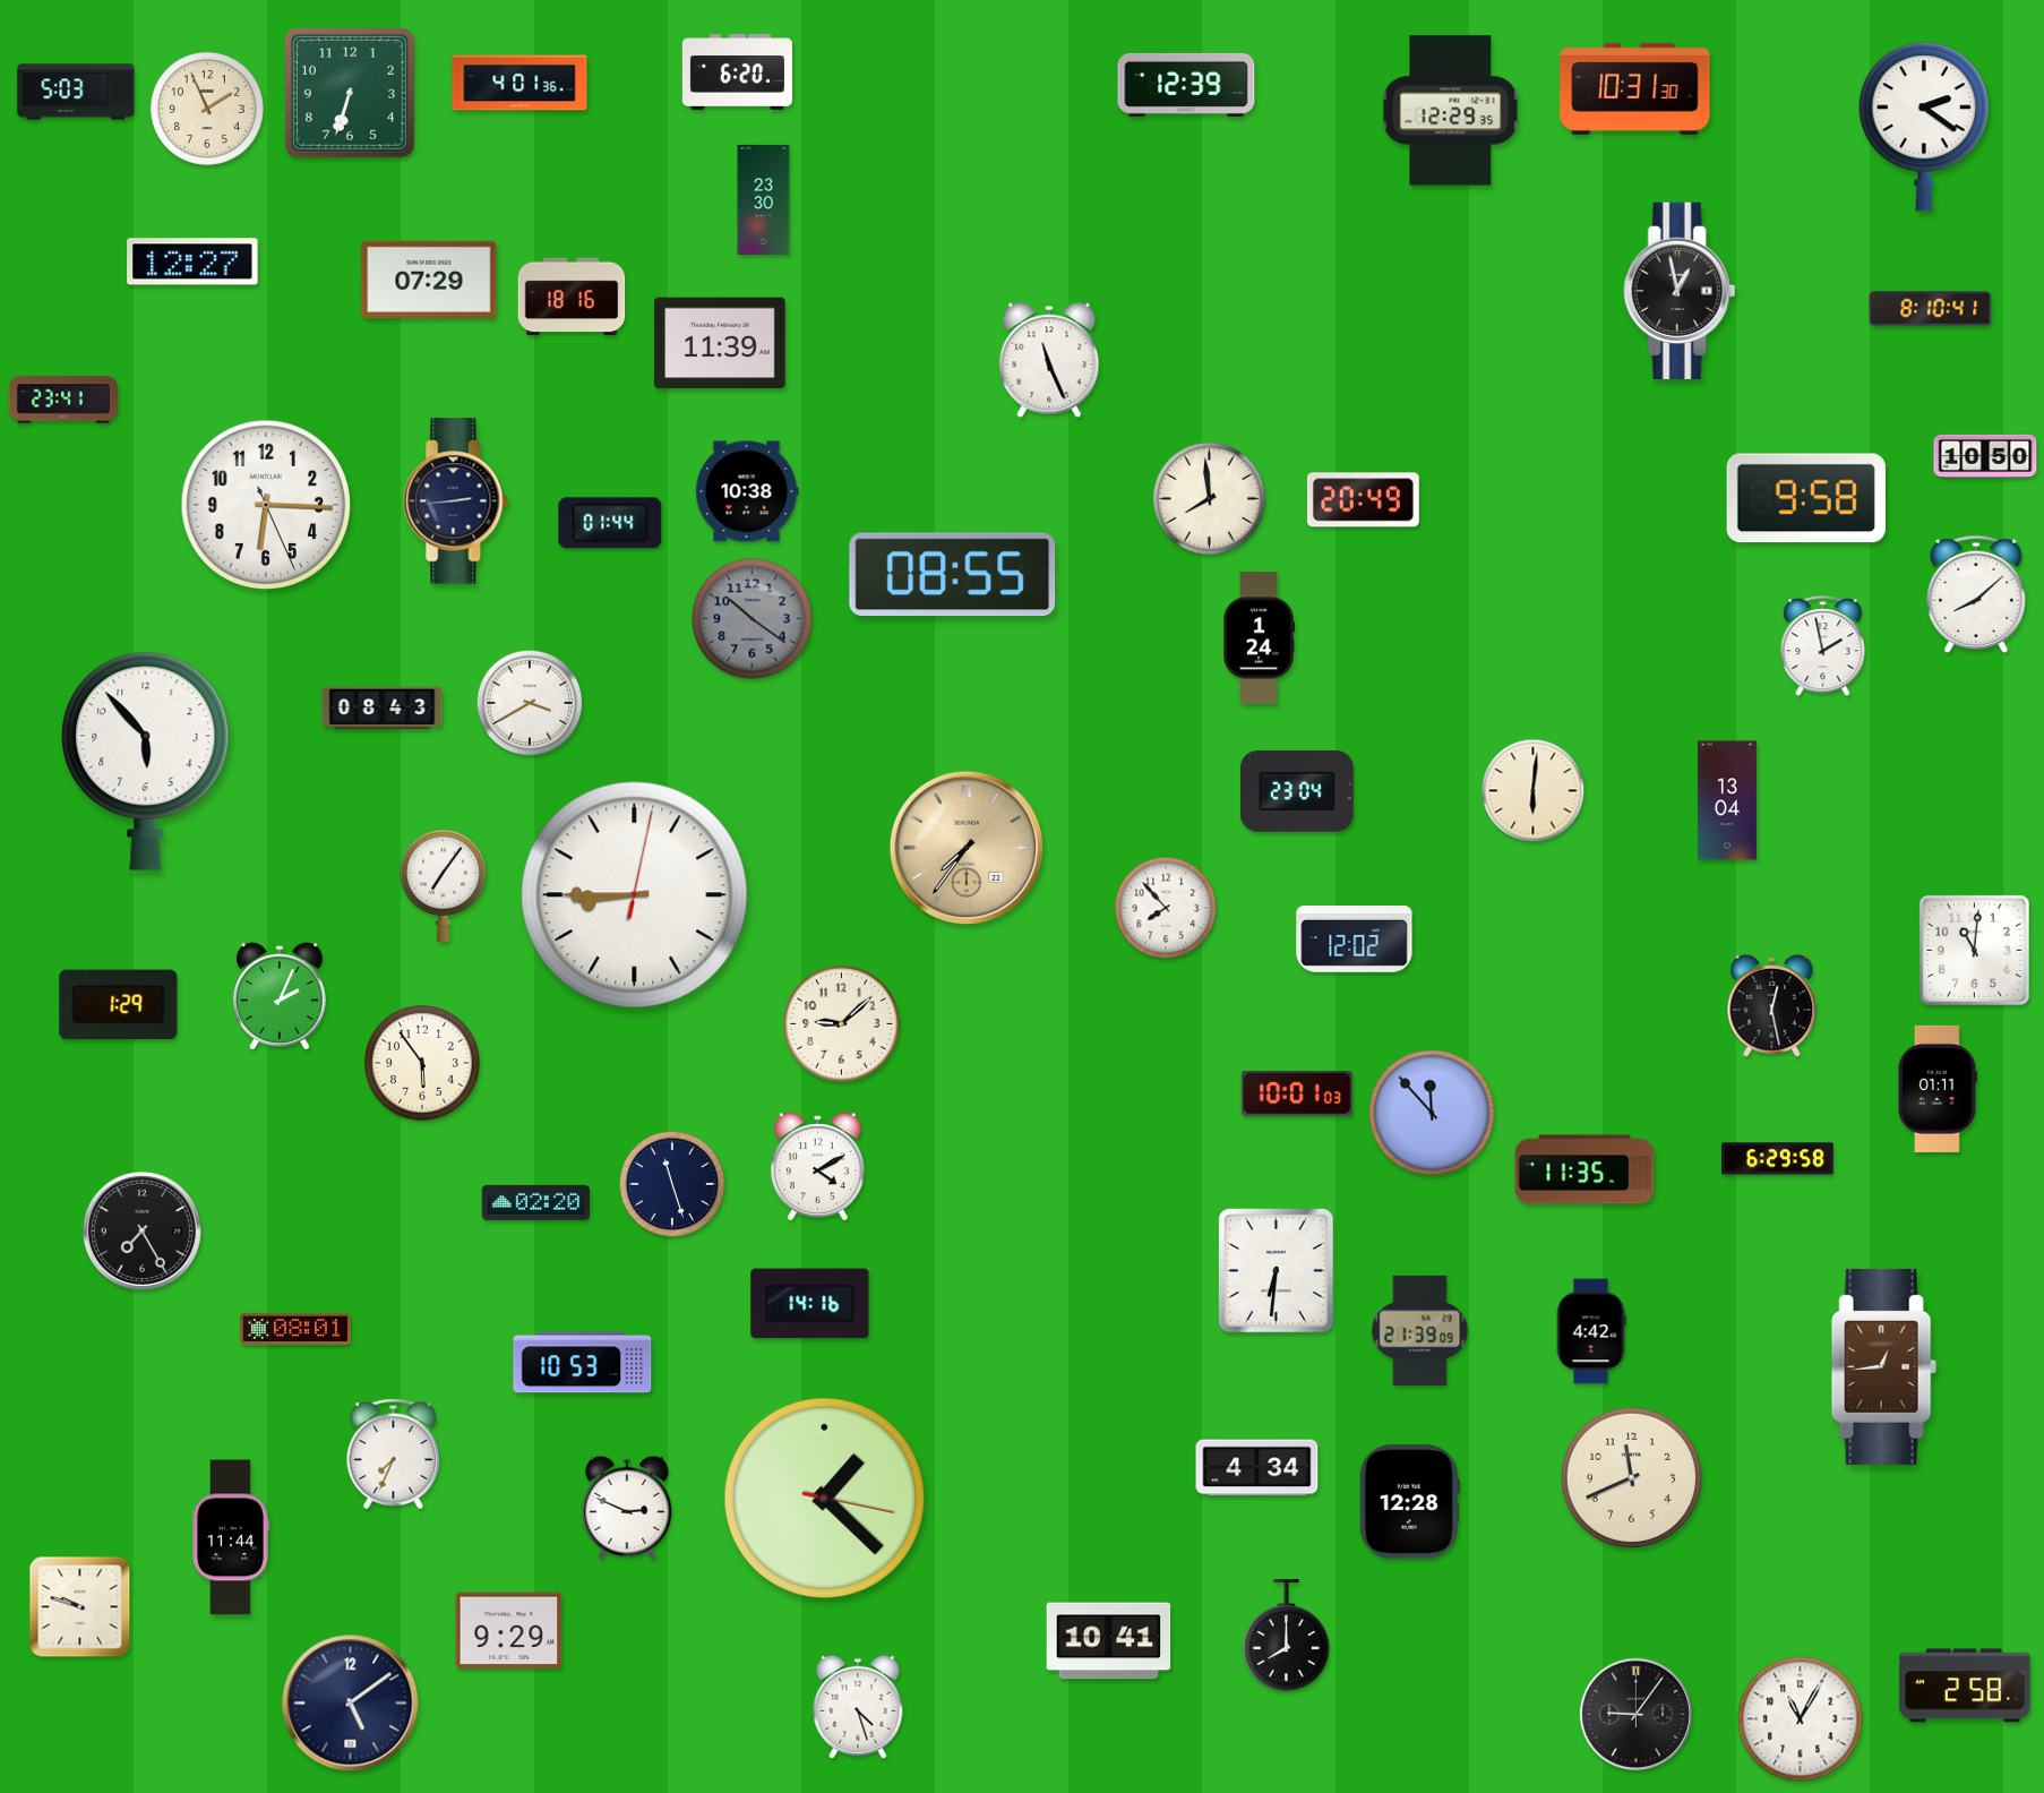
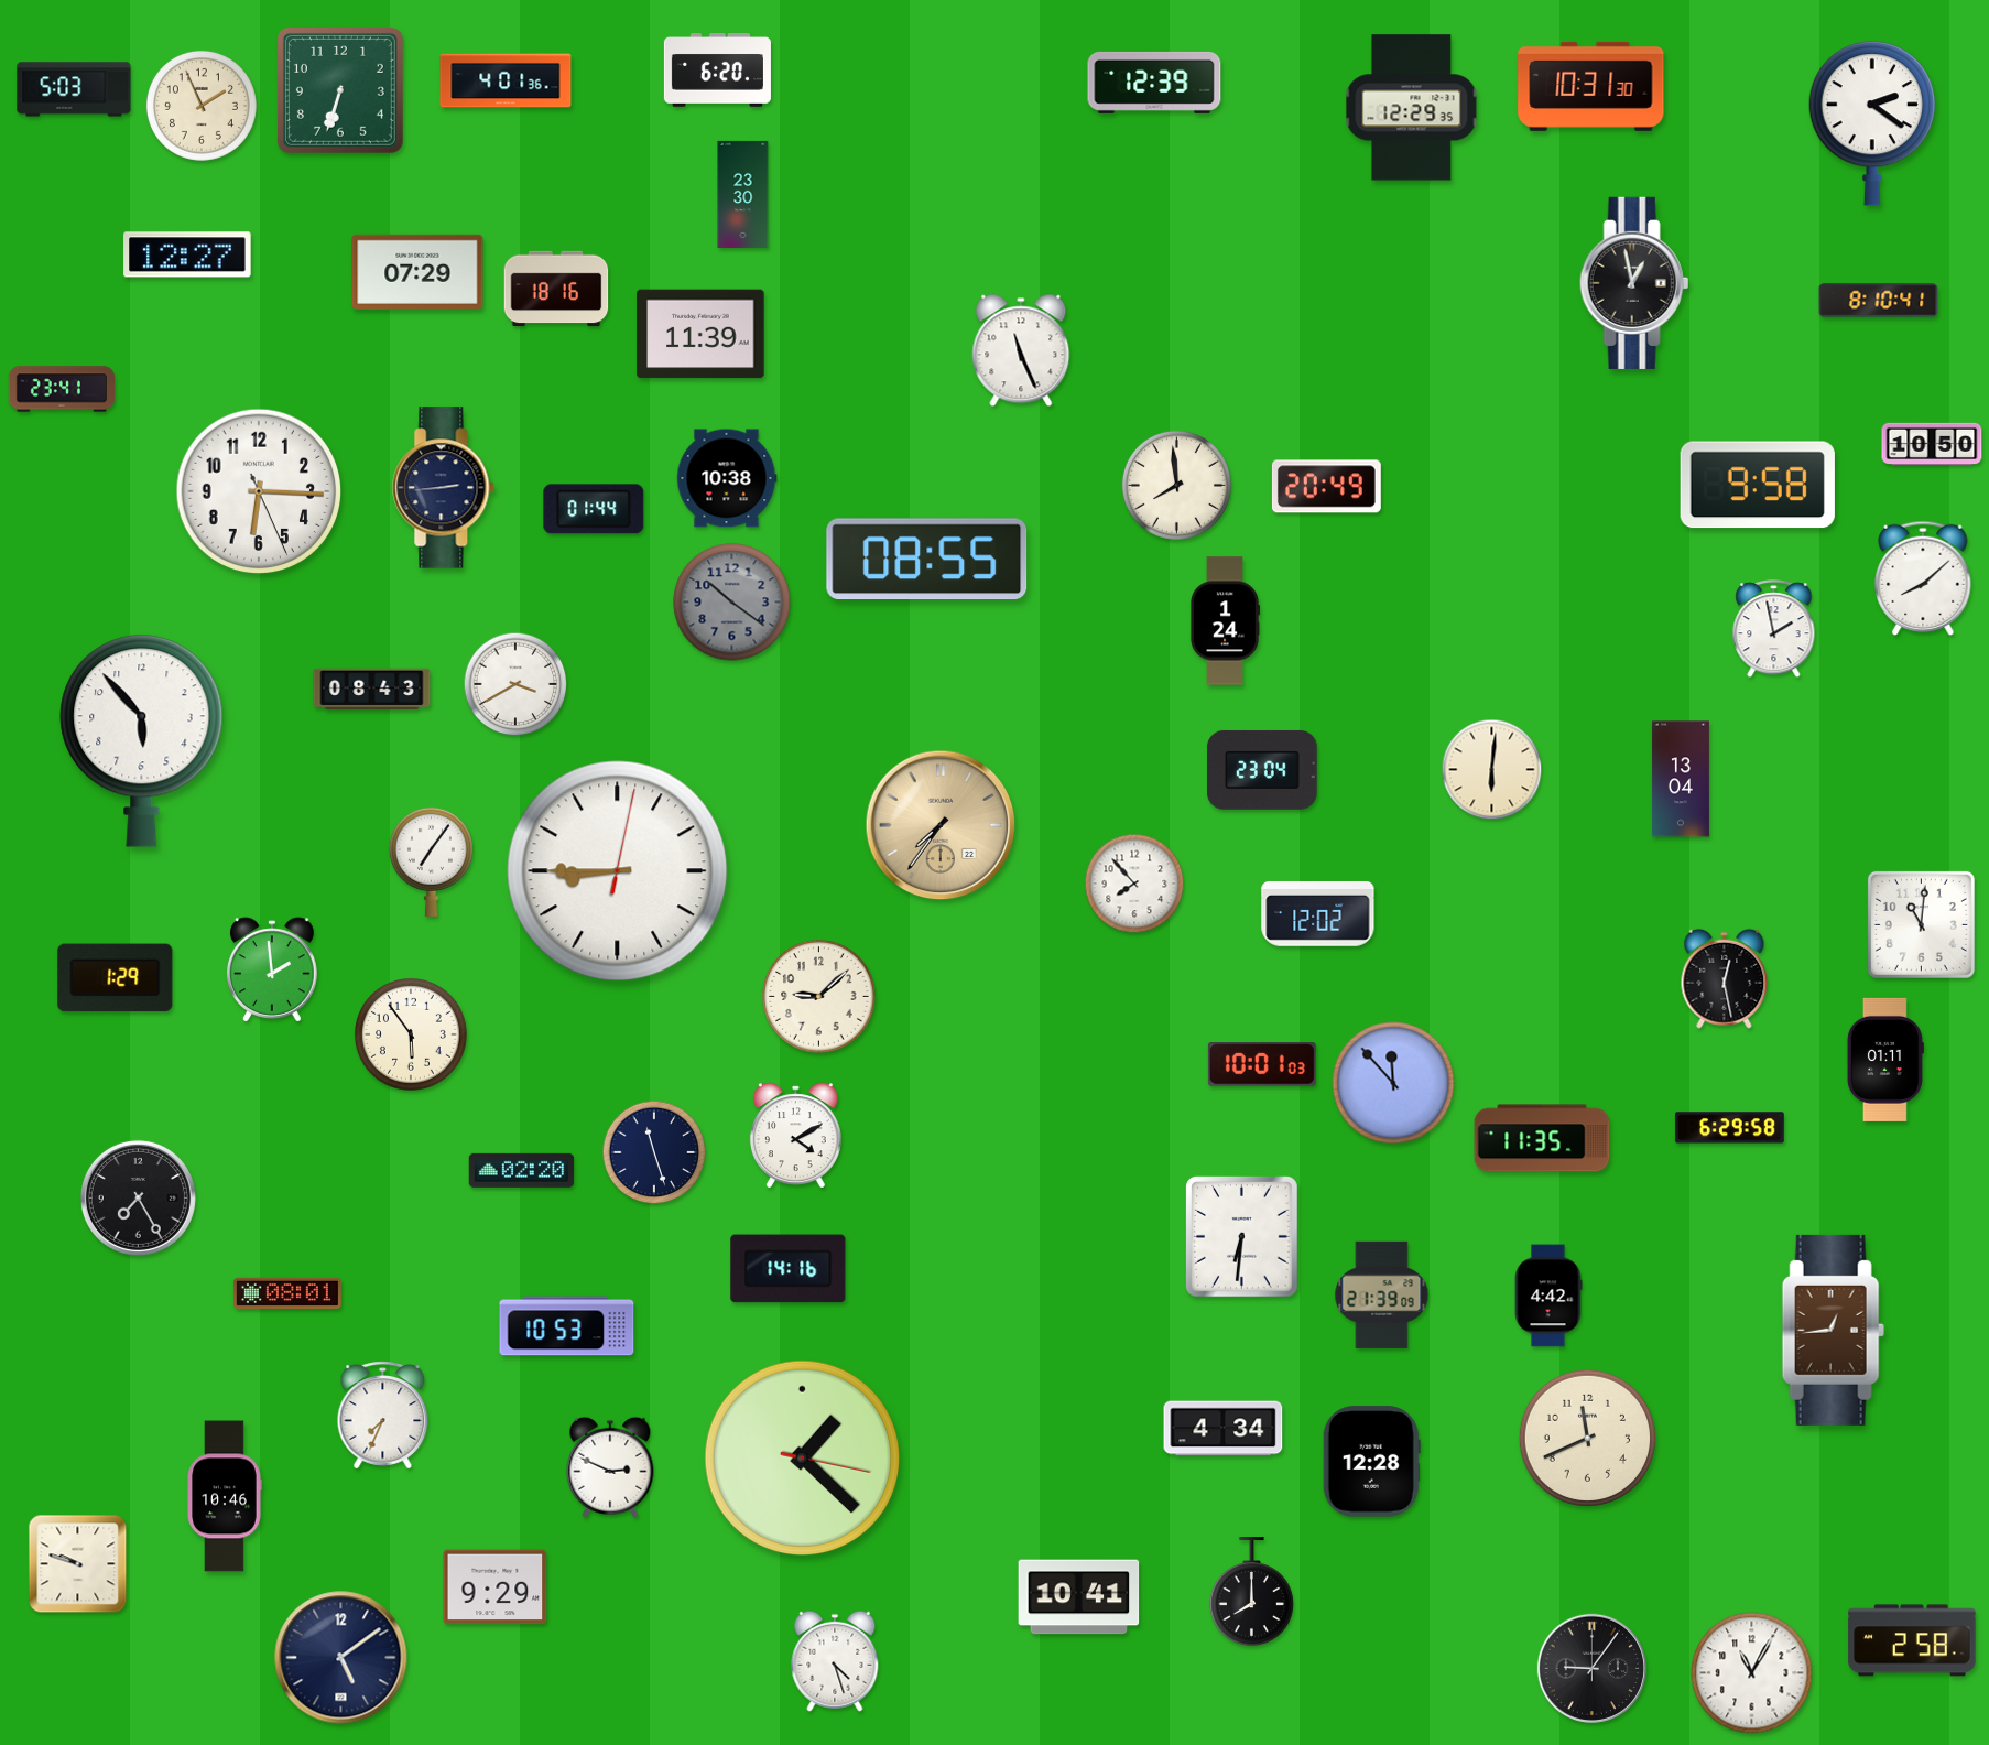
clock at (281, 996): 2:04 -> 1:59
clock at (231, 1537): 11:44 -> 10:46
